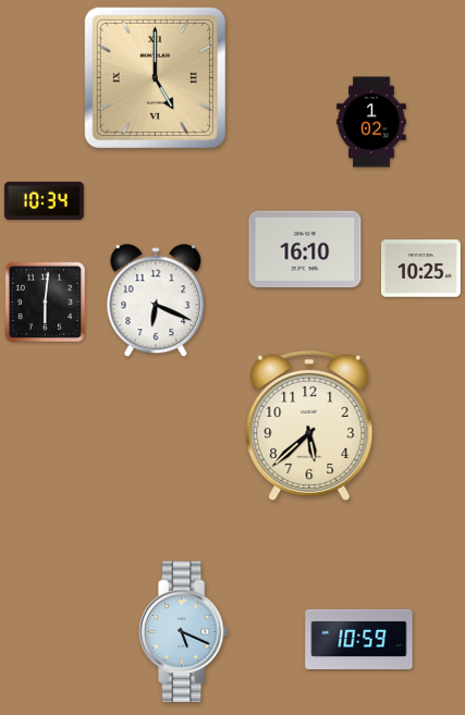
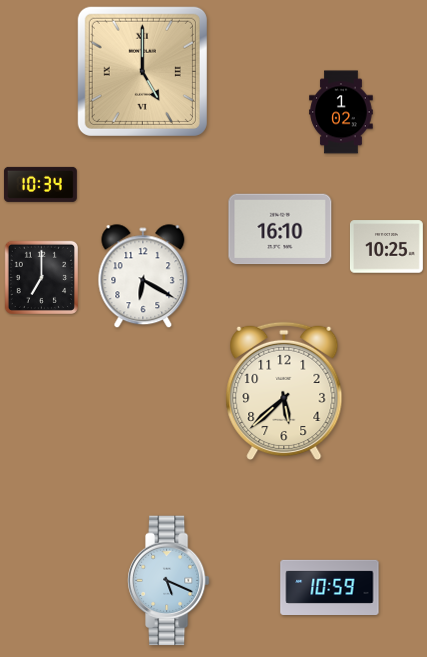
clock at (45, 301): 6:01 -> 7:00
clock at (156, 301): 6:19 -> 6:20
